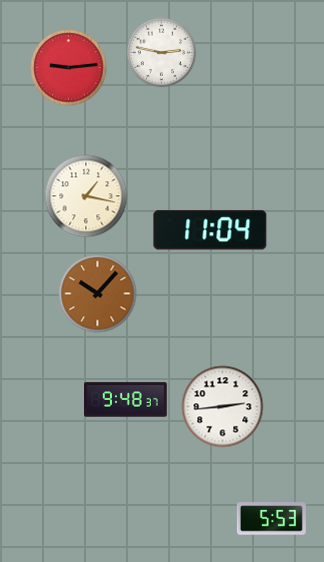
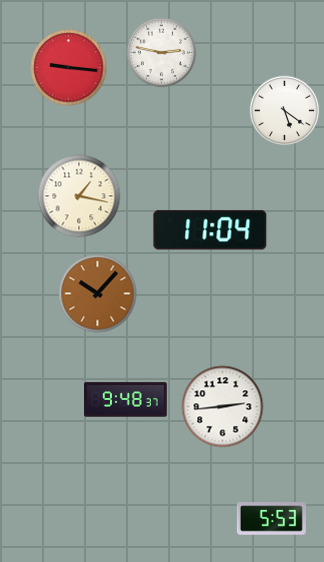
clock at (69, 68): 9:14 -> 9:16
clock at (285, 111): none -> 5:21
clock at (86, 196) position: (86, 196) -> (79, 196)
